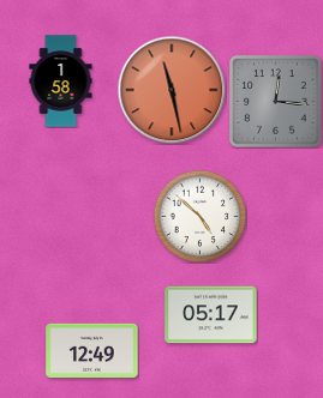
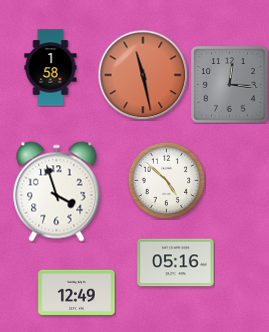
clock at (57, 192): none -> 3:57
clock at (211, 315): 05:17 -> 05:16
